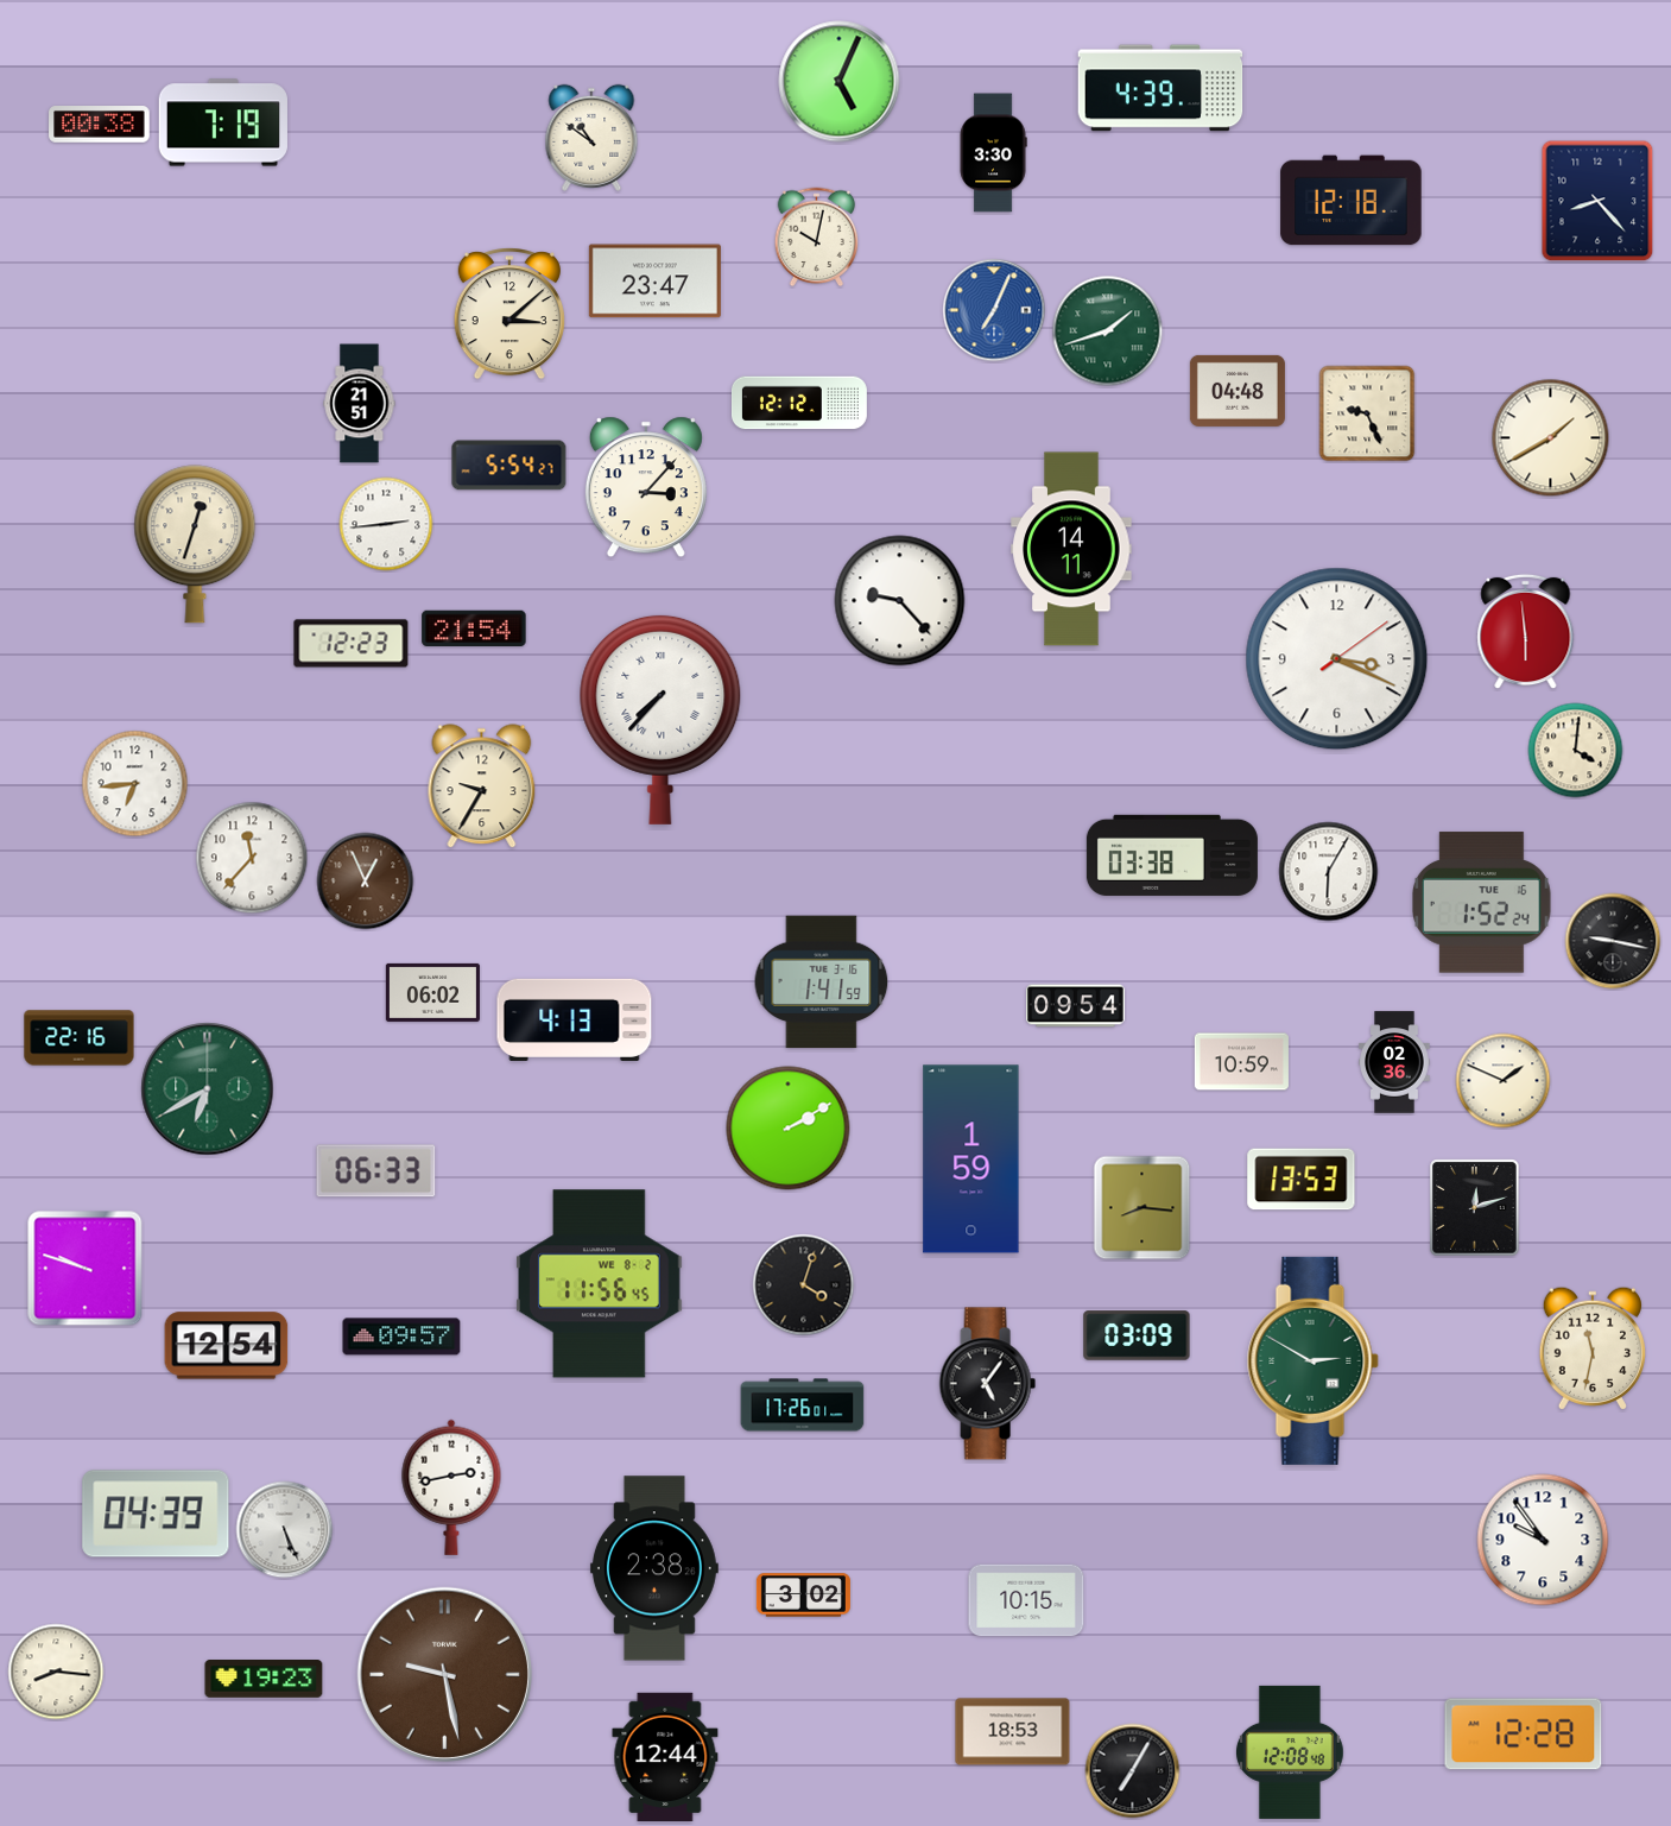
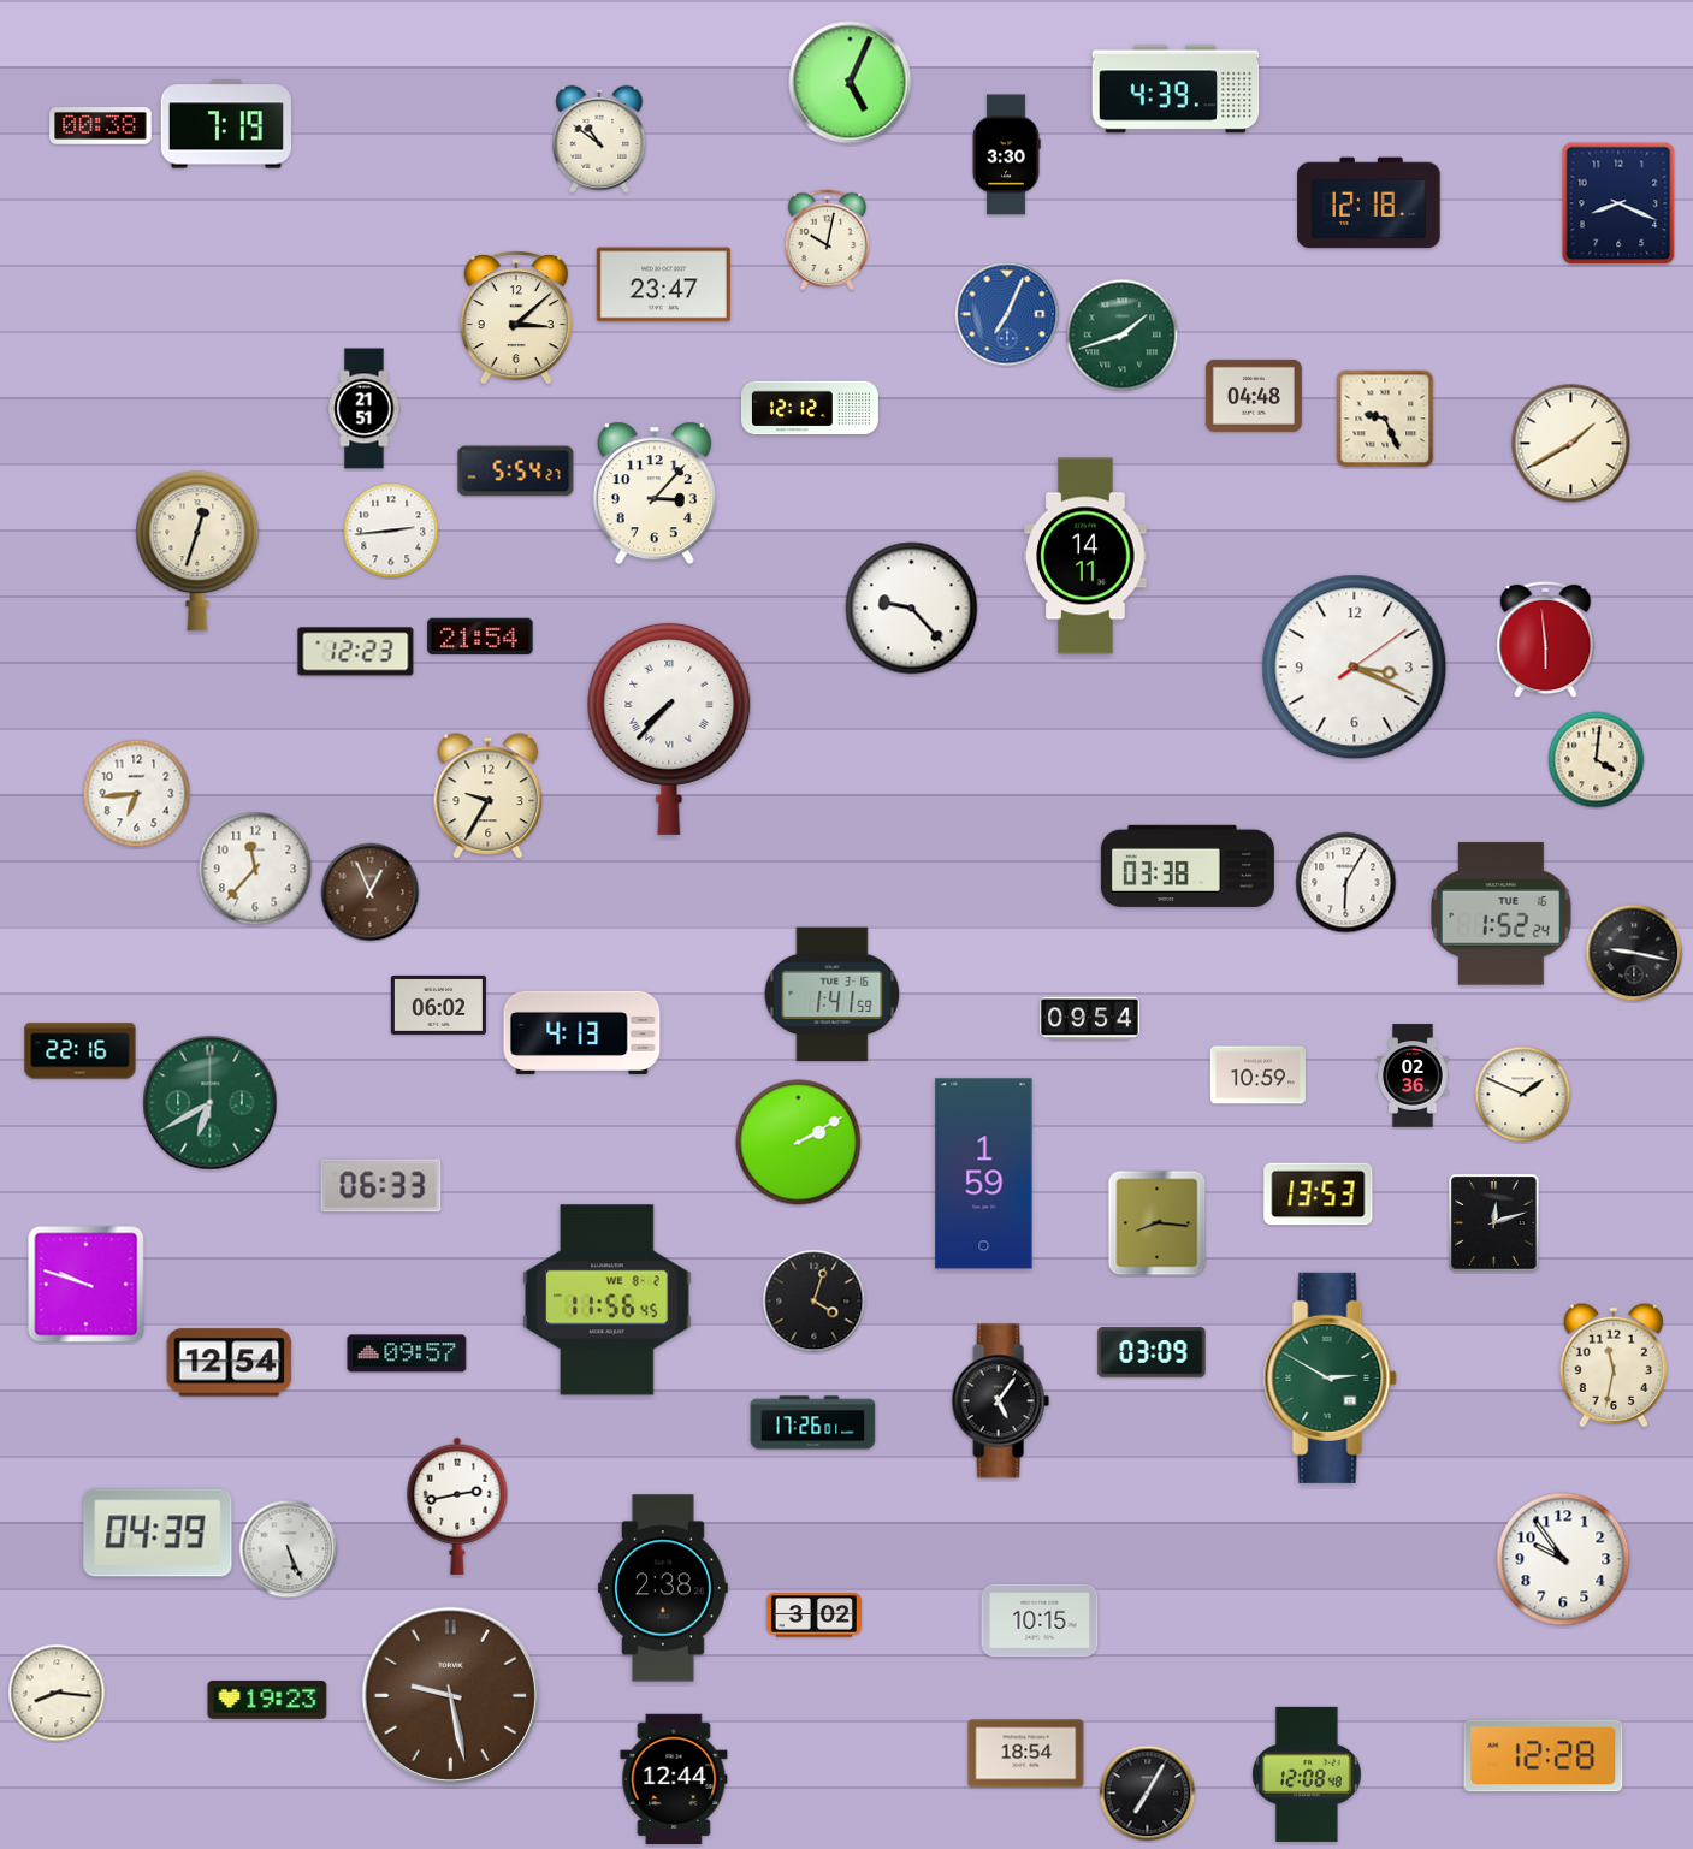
clock at (1597, 201): 8:23 -> 8:19
clock at (1013, 1732): 18:53 -> 18:54
